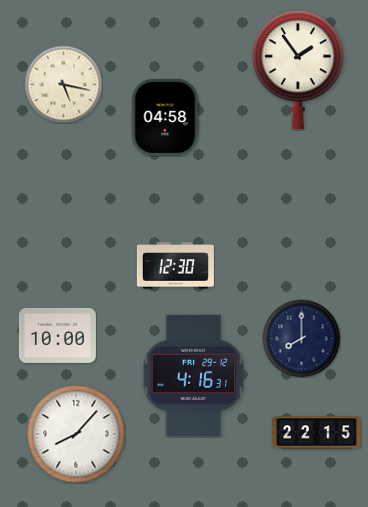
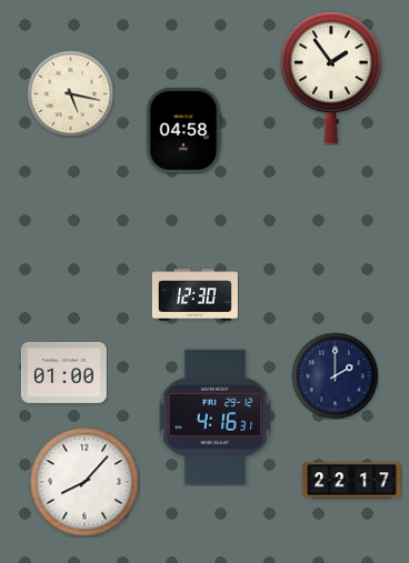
clock at (57, 335): 10:00 -> 01:00
clock at (301, 338): 8:00 -> 2:00
clock at (317, 433): 22:15 -> 22:17
